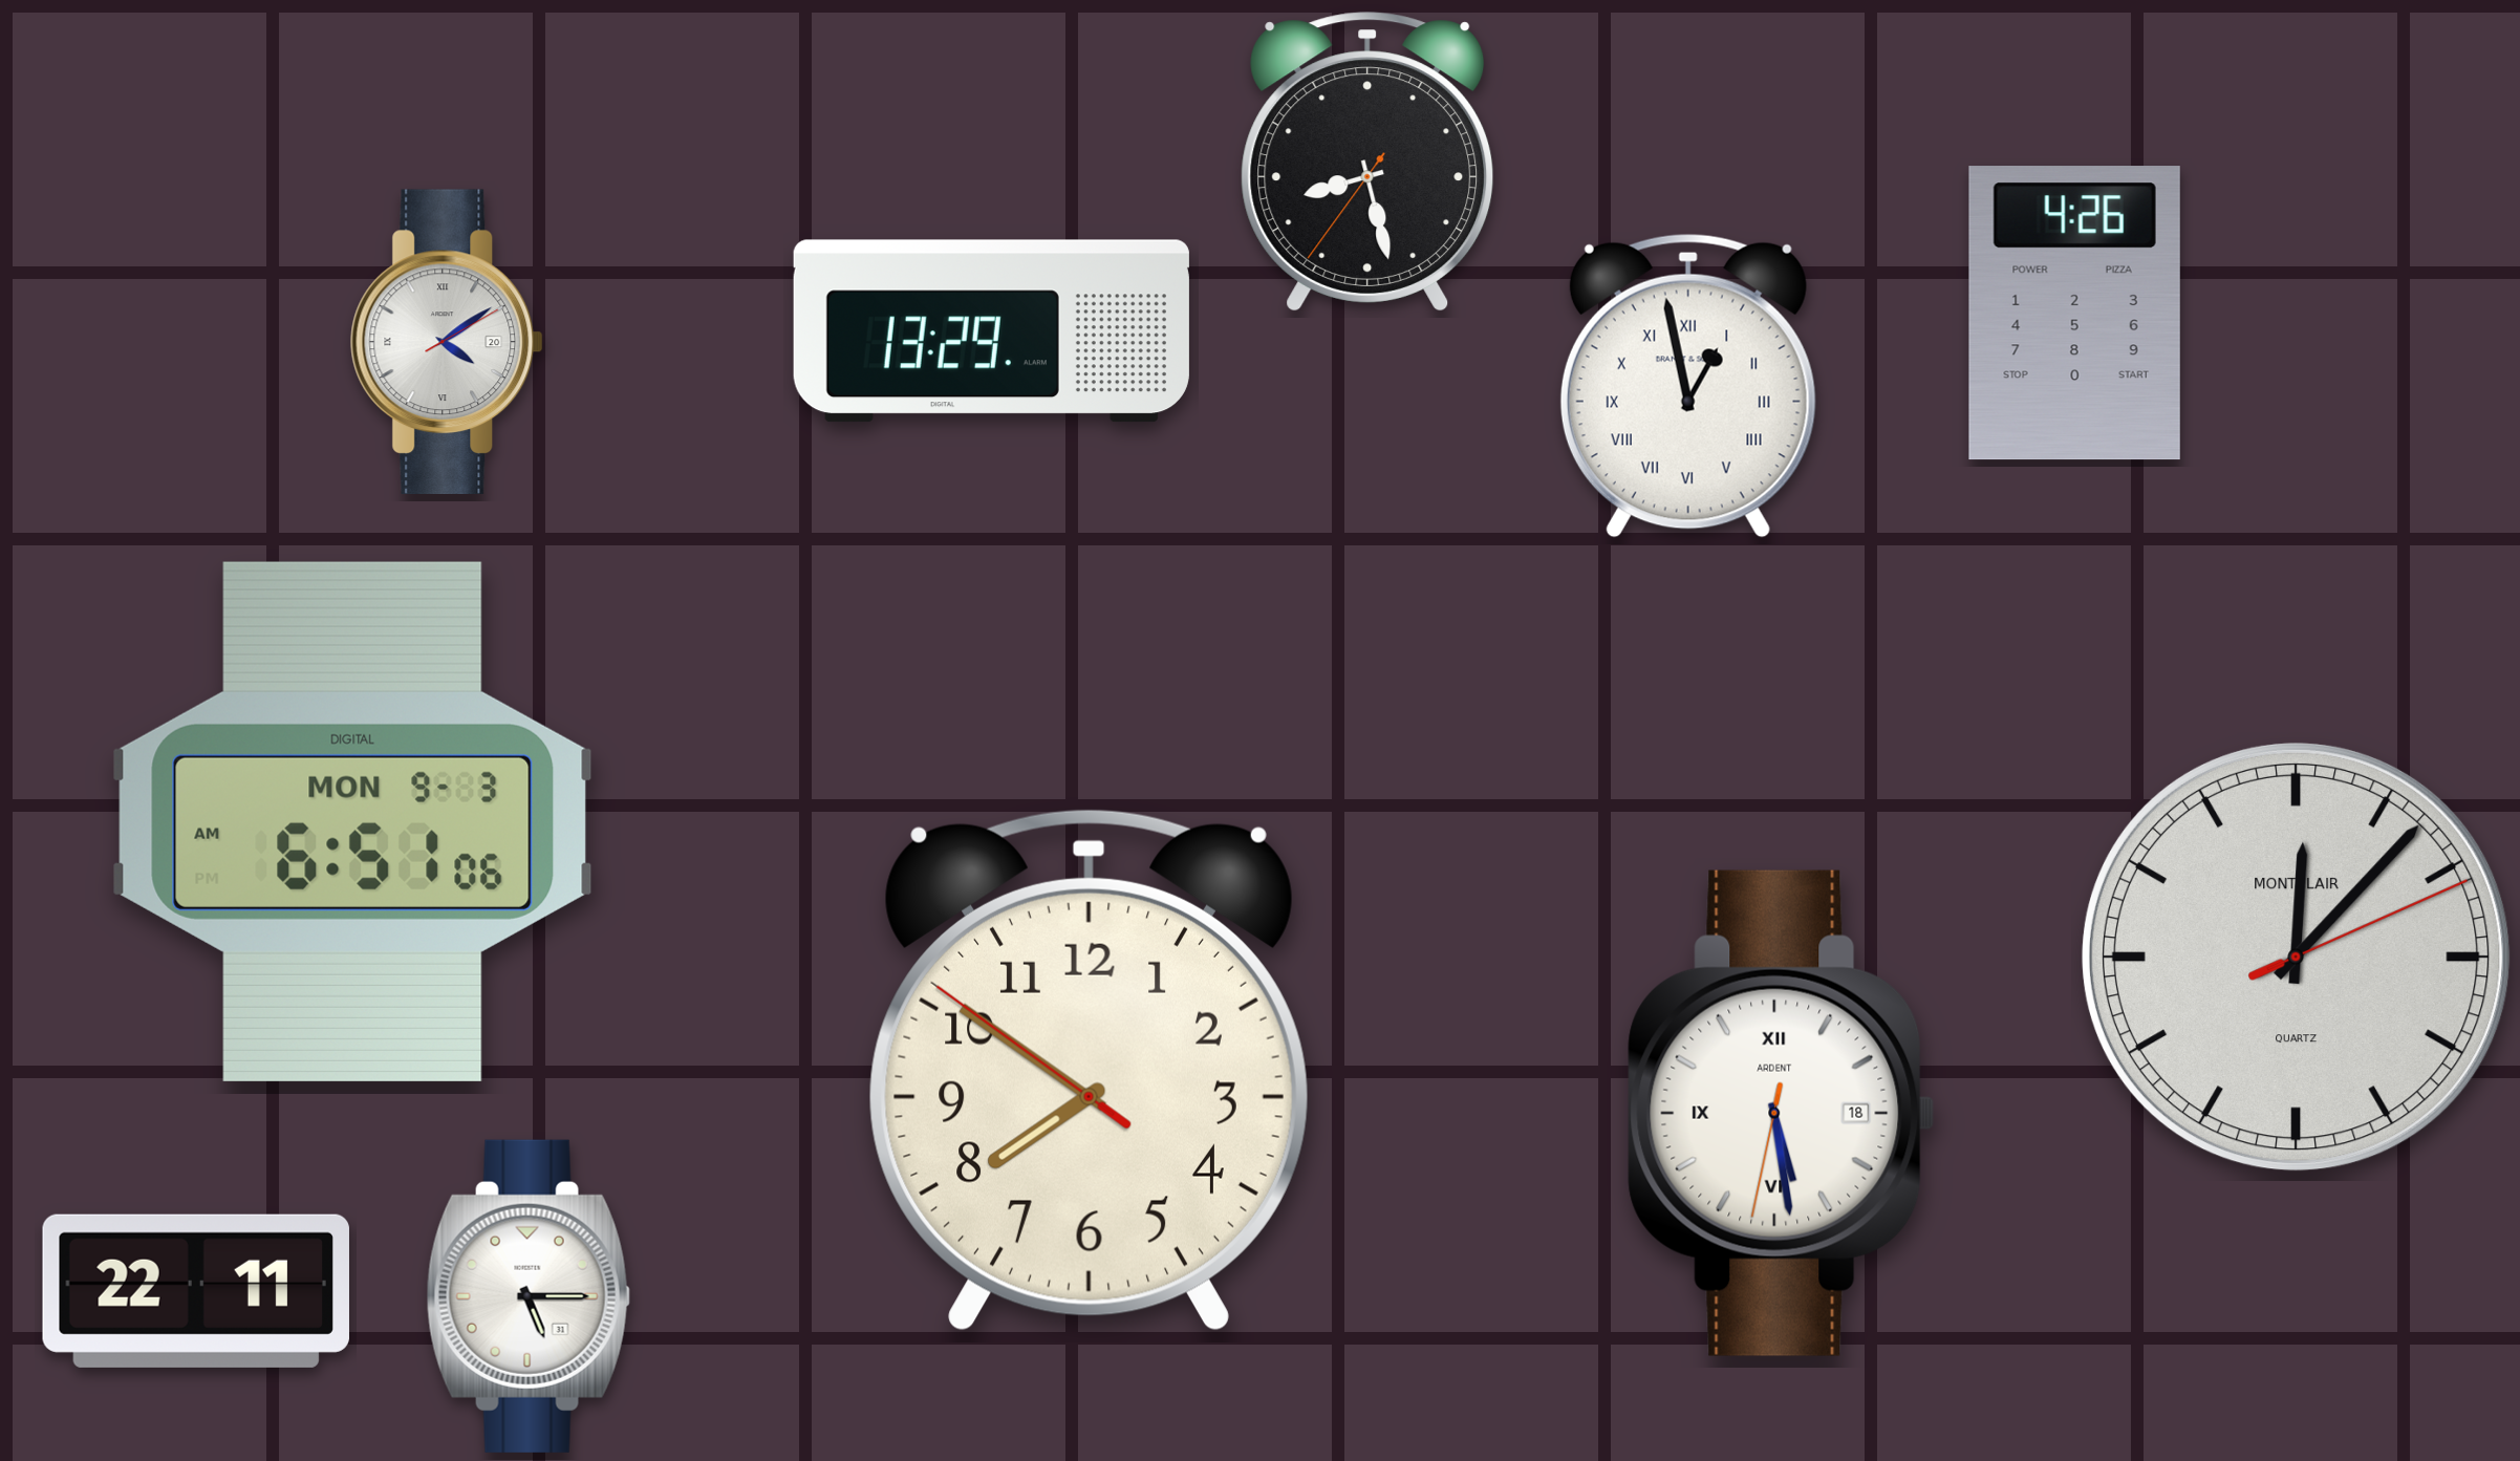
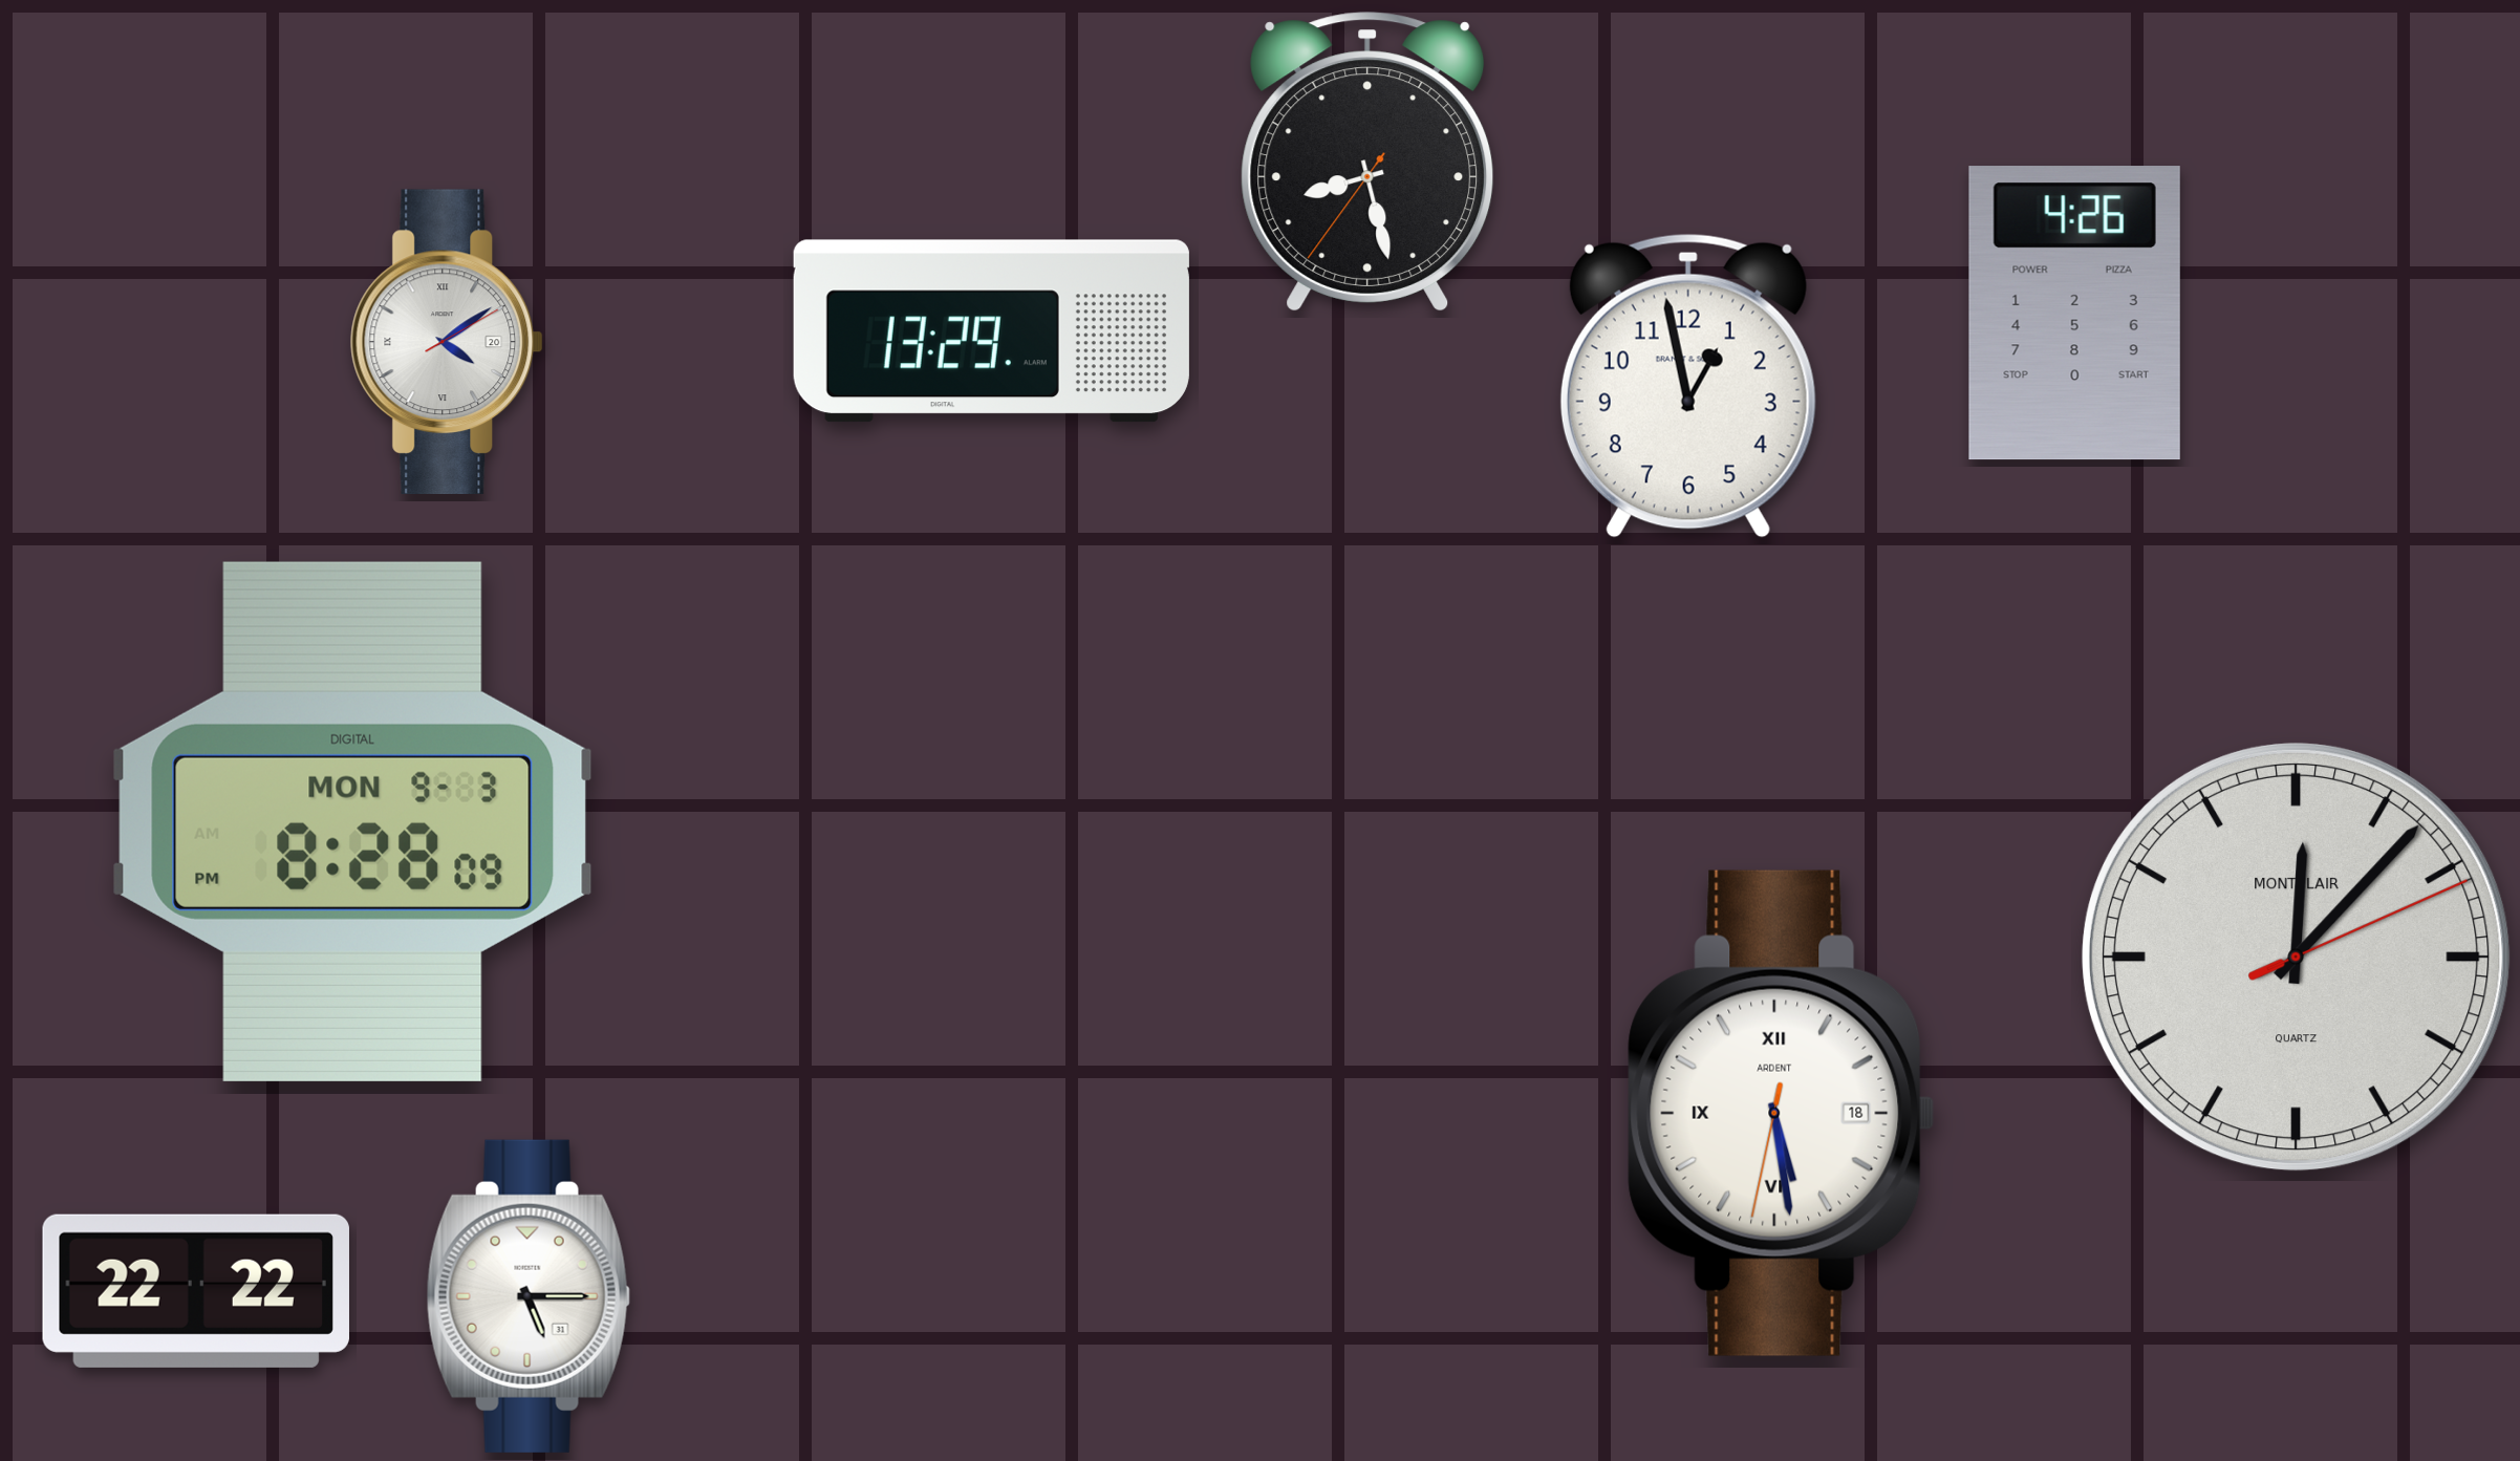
clock at (1688, 386) numerals: Roman -> Arabic
clock at (353, 821): 6:51 -> 8:28
clock at (1089, 1070): 7:50 -> none
clock at (196, 1291): 22:11 -> 22:22
